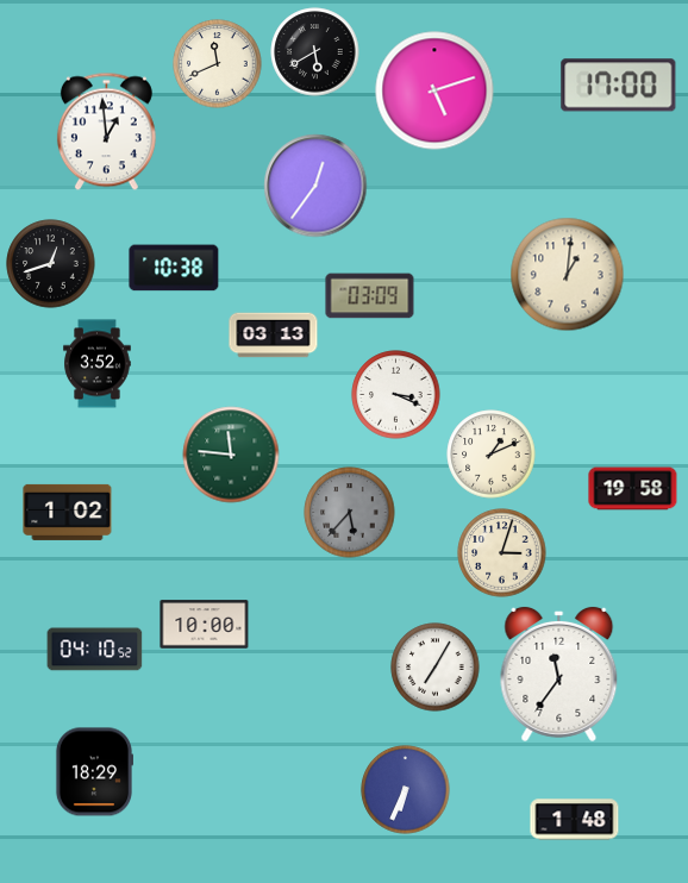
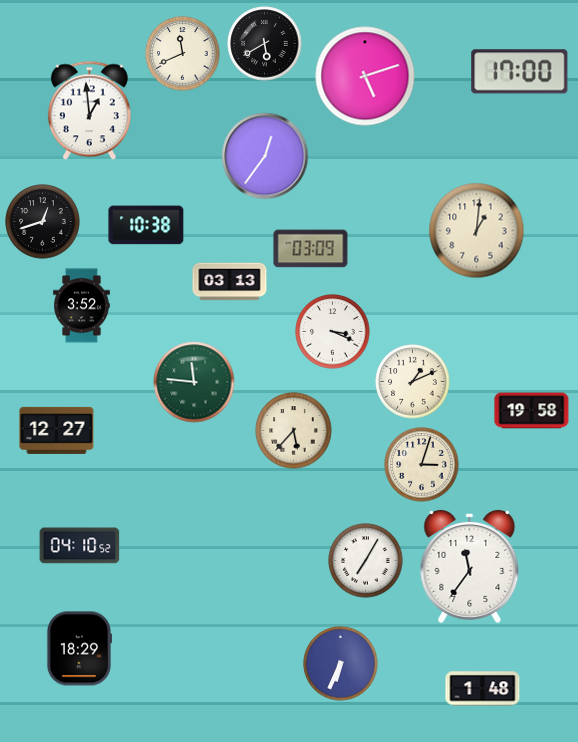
clock at (68, 512): 1:02 -> 12:27
clock at (350, 513) dial: grey -> cream
clock at (205, 625): 10:00 -> none
